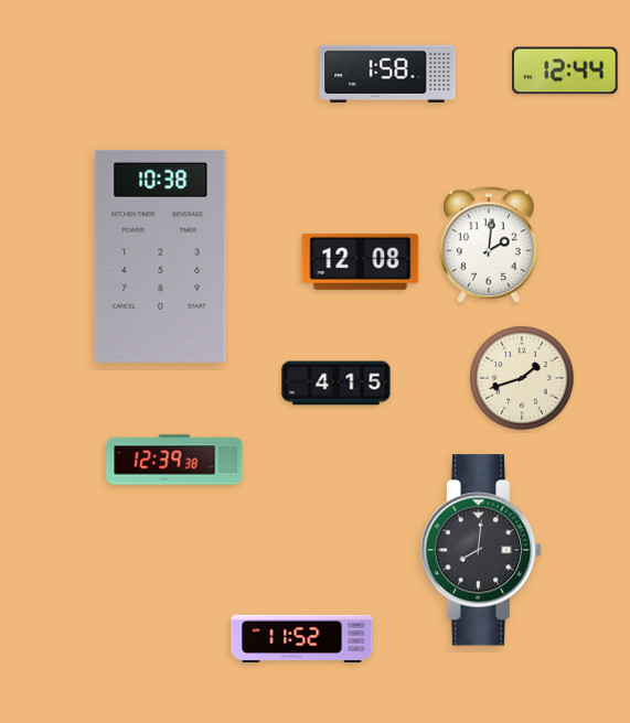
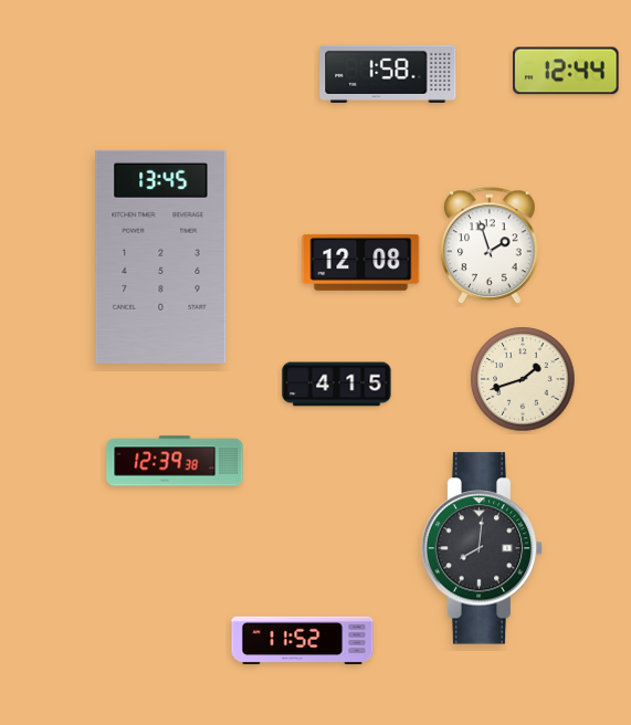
clock at (489, 246): 2:01 -> 1:57
clock at (161, 256): 10:38 -> 13:45
clock at (481, 550) position: (481, 550) -> (482, 548)
